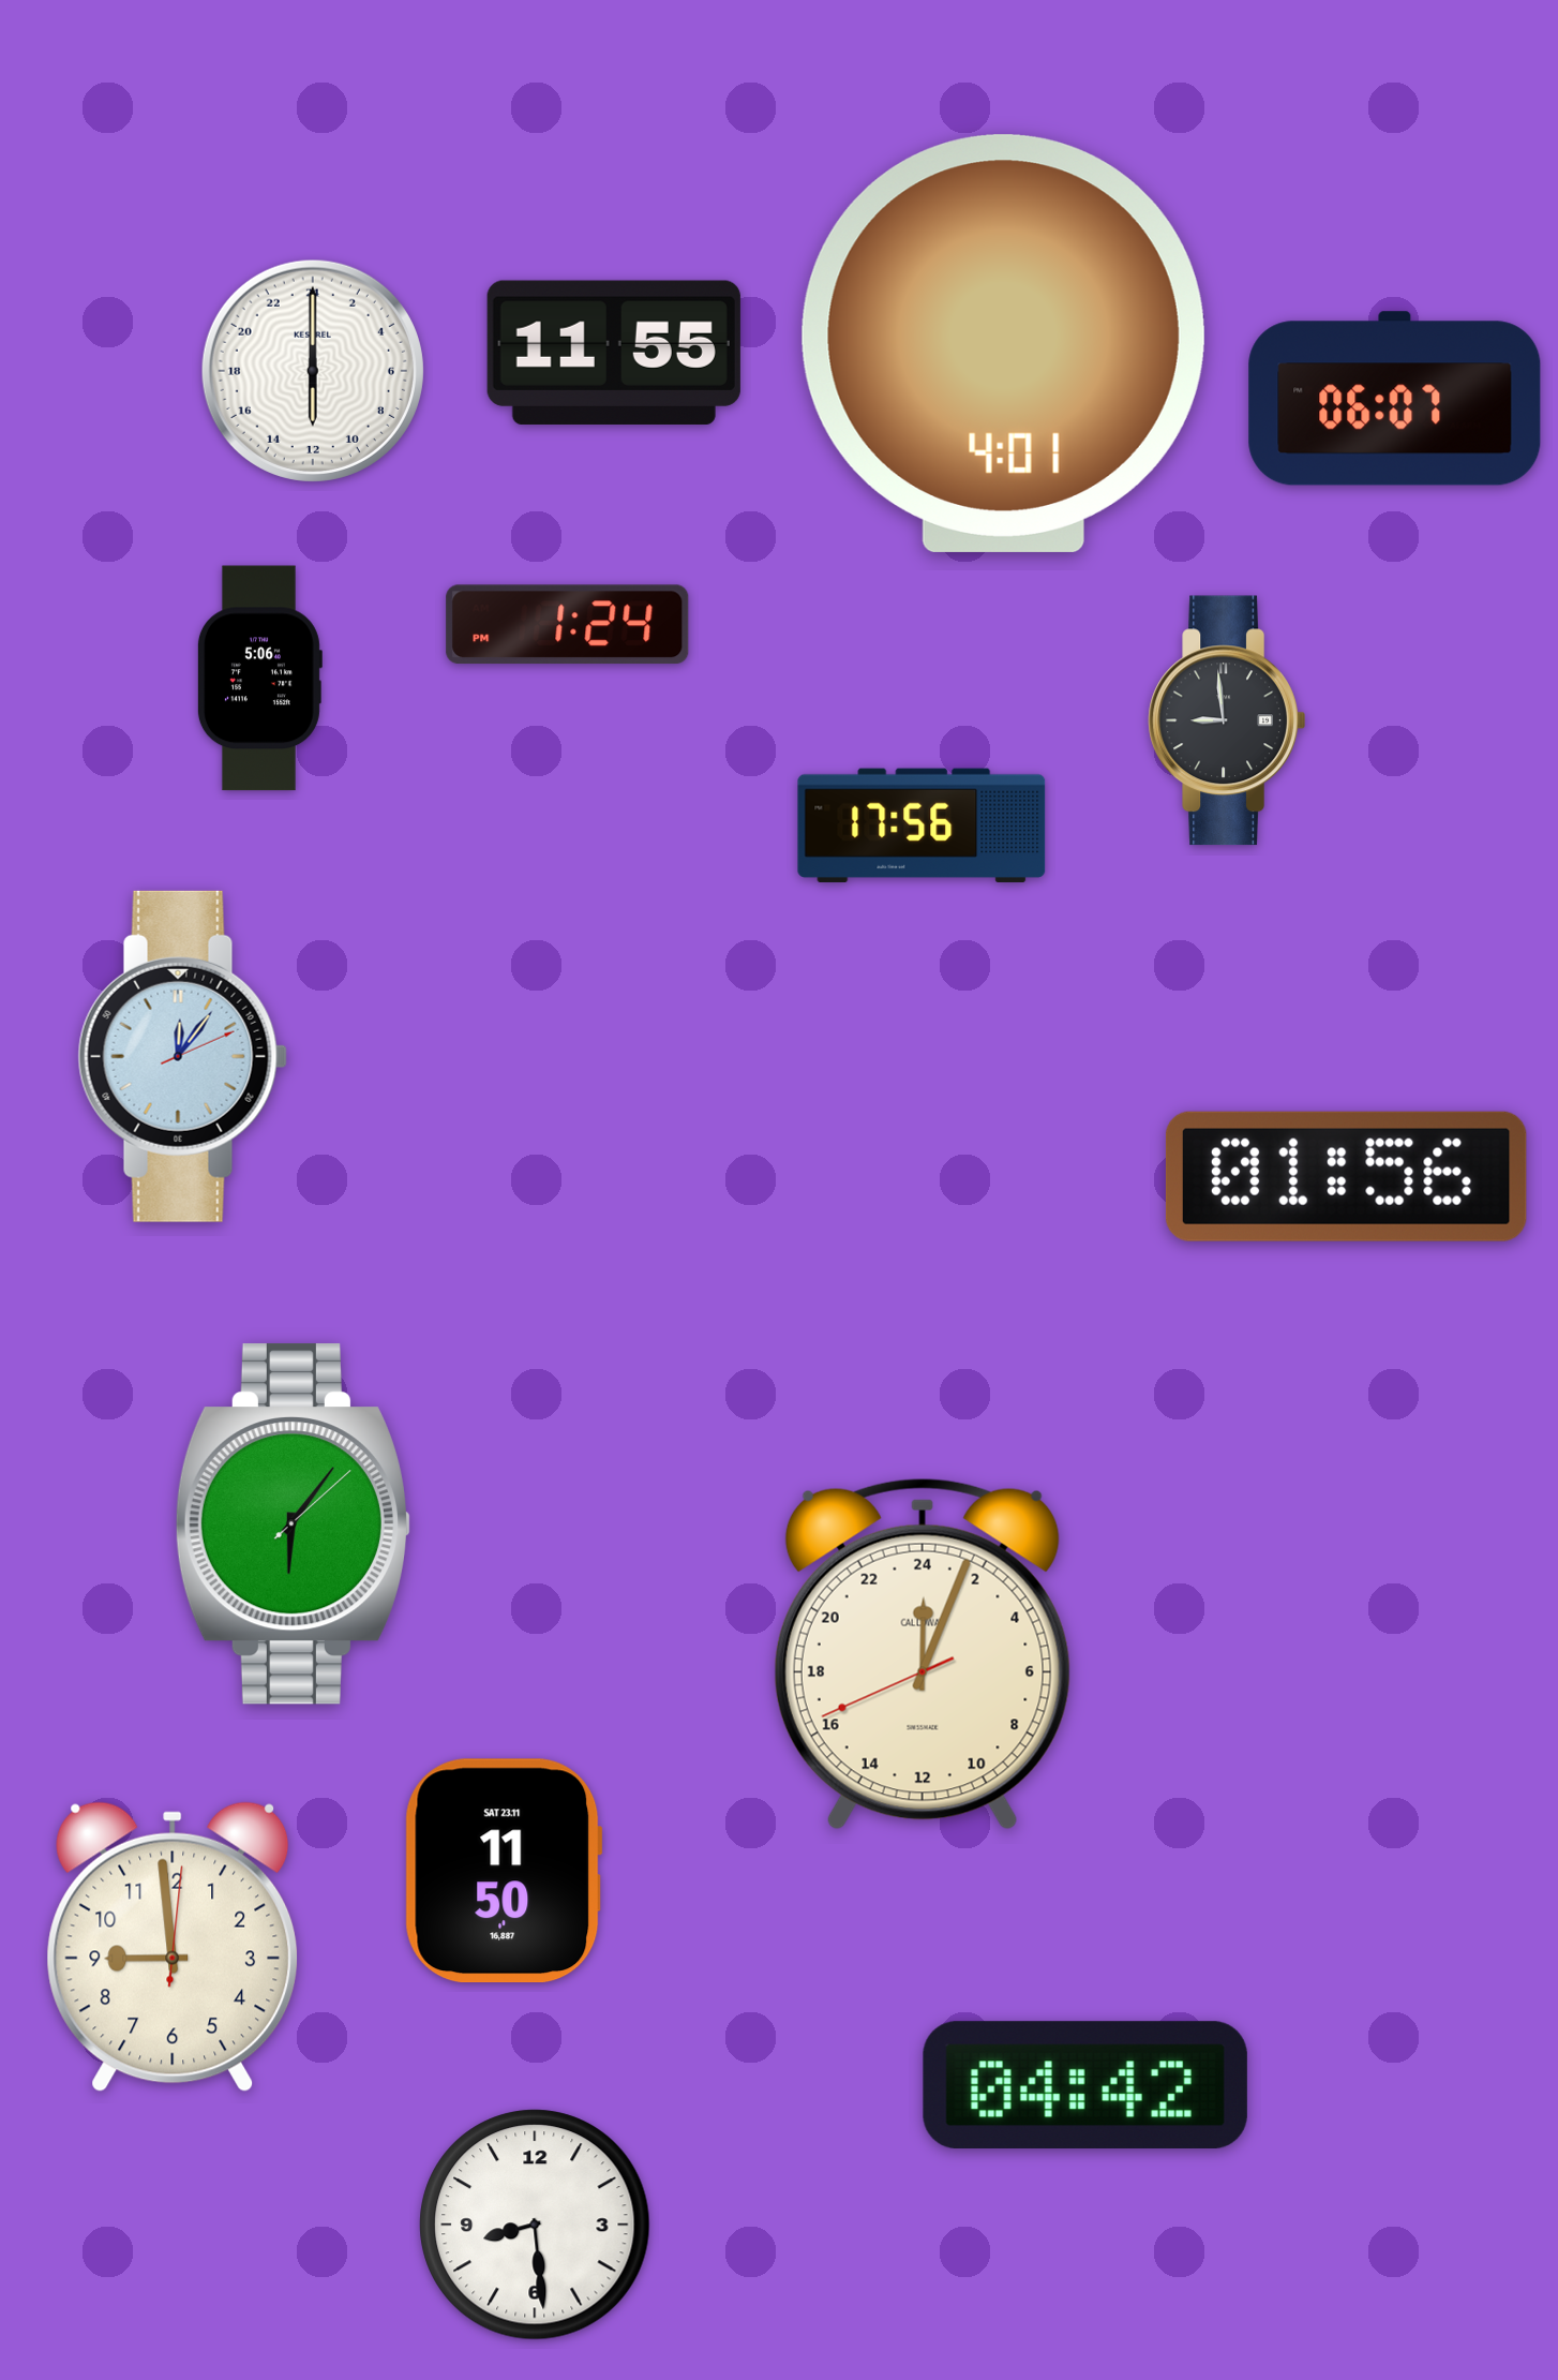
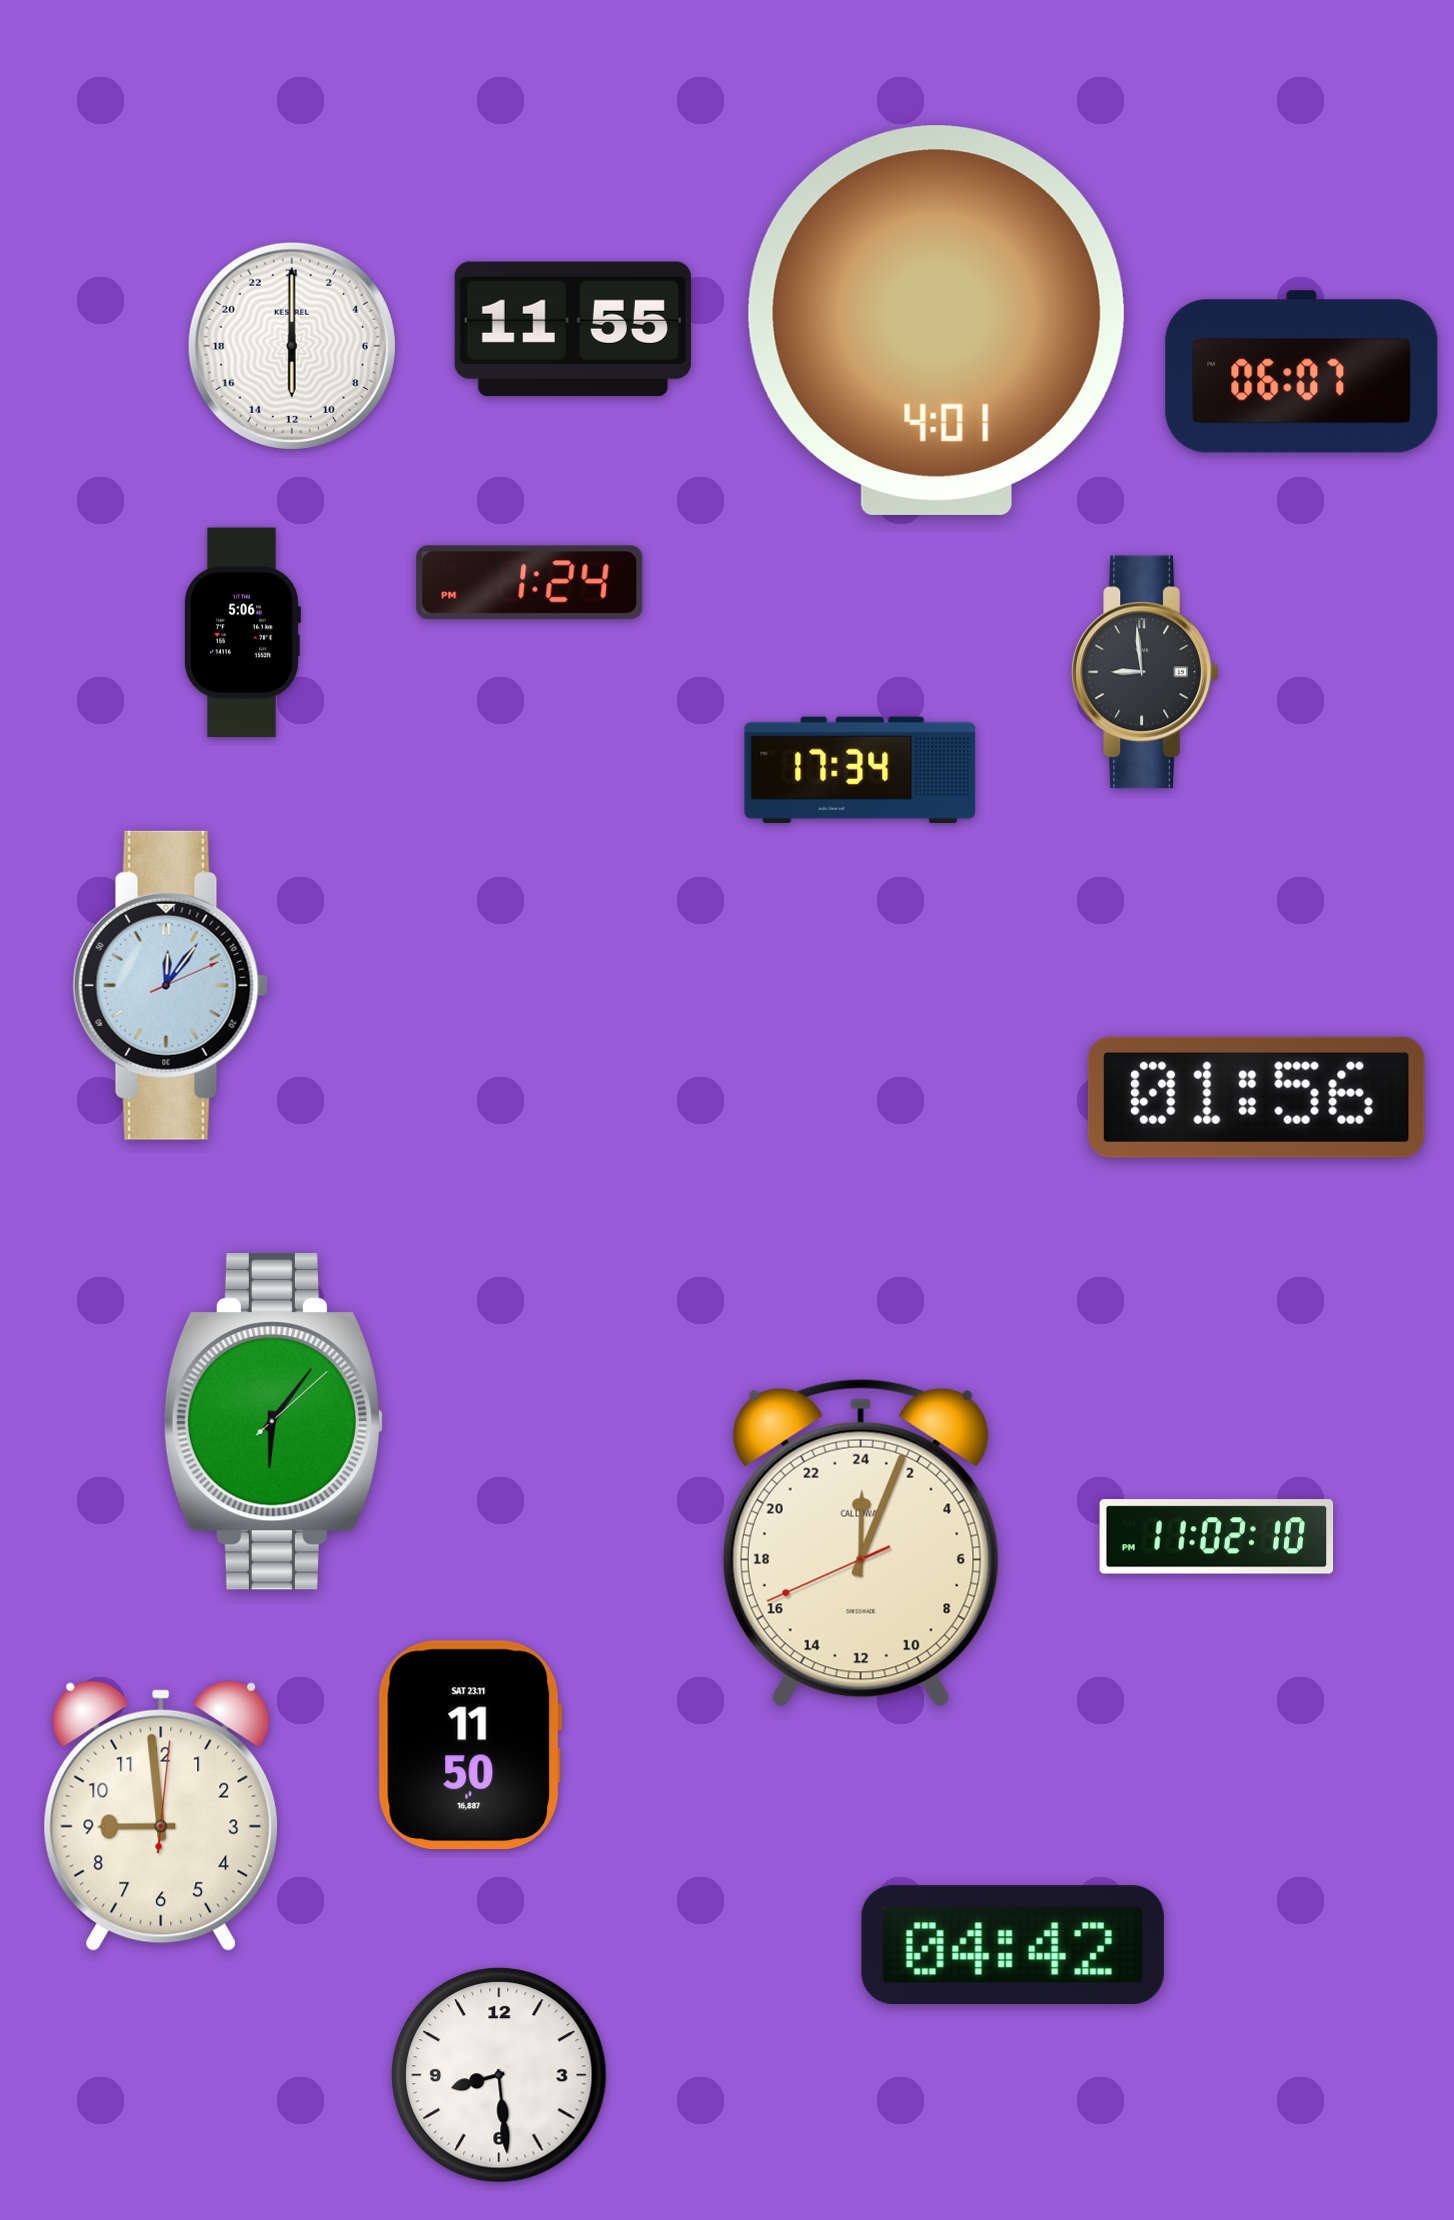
clock at (922, 825): 17:56 -> 17:34
clock at (1217, 1537): none -> 11:02
